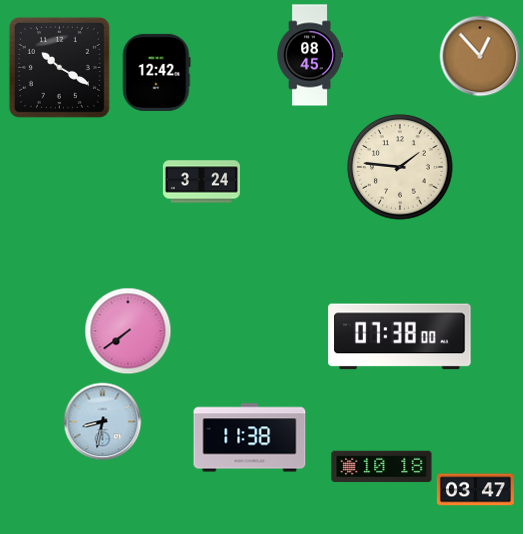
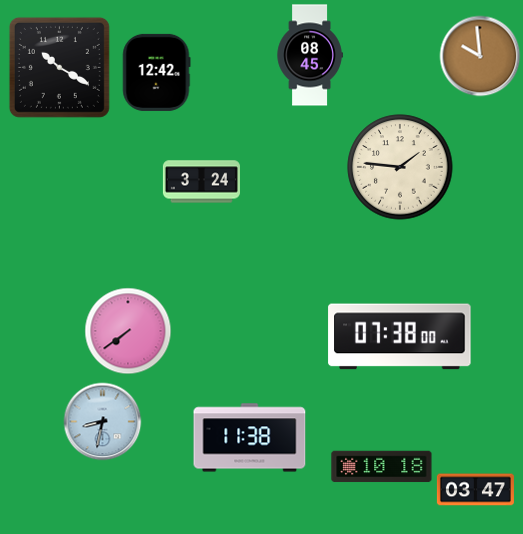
clock at (480, 56): 12:53 -> 9:59
